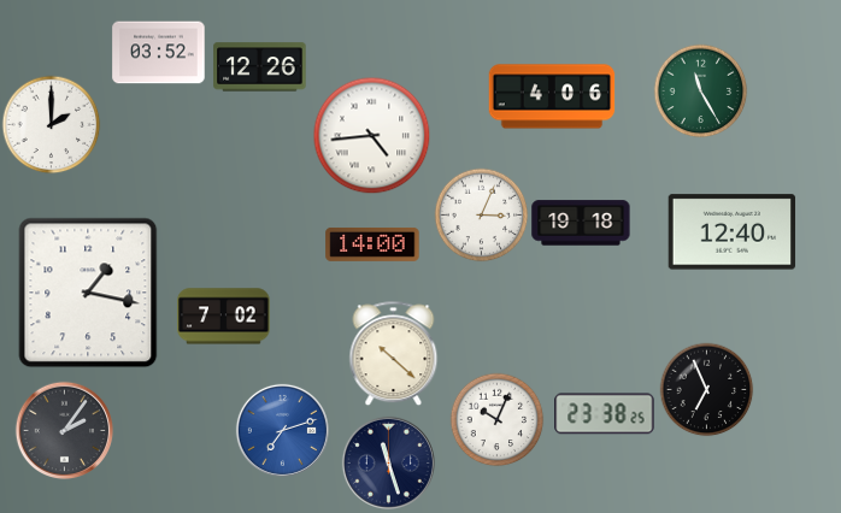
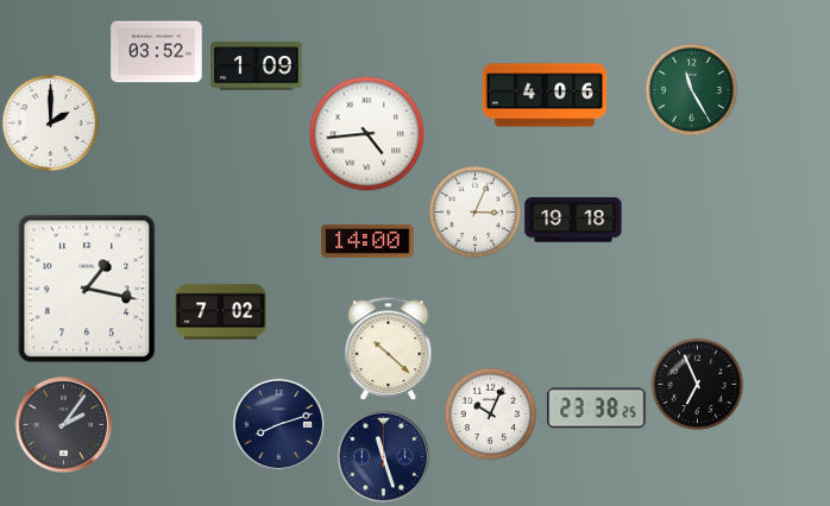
clock at (260, 67): 12:26 -> 1:09
clock at (733, 232): 12:40 -> none
clock at (282, 430): 7:12 -> 8:12
clock at (282, 430) dial: blue -> navy
